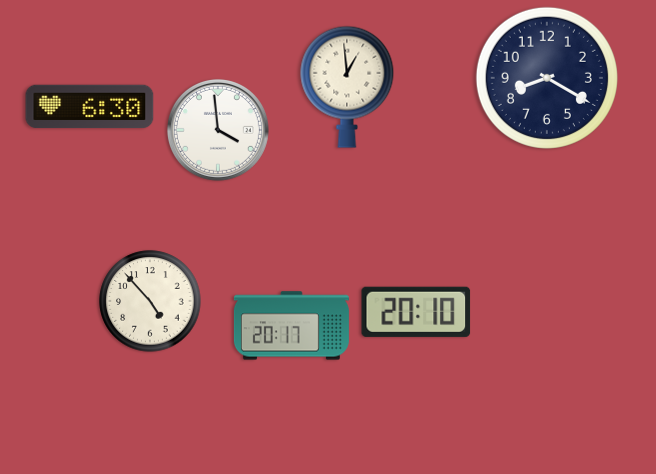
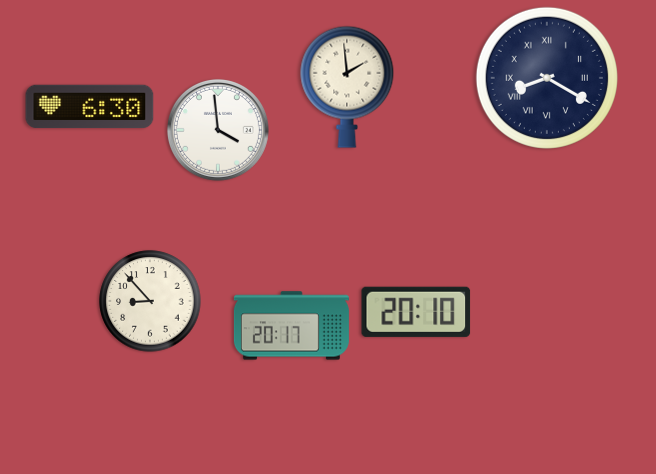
clock at (547, 78) numerals: Arabic -> Roman
clock at (347, 87): 12:59 -> 1:59
clock at (150, 301): 4:53 -> 8:53
